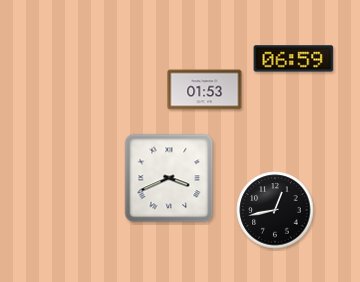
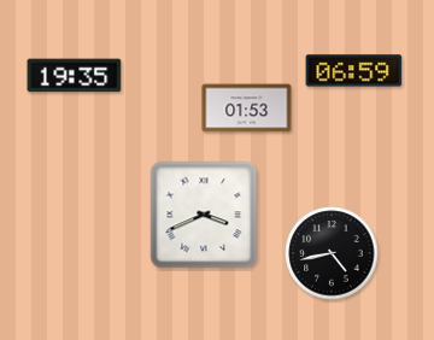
clock at (75, 76): none -> 19:35
clock at (275, 210): 12:43 -> 4:43
